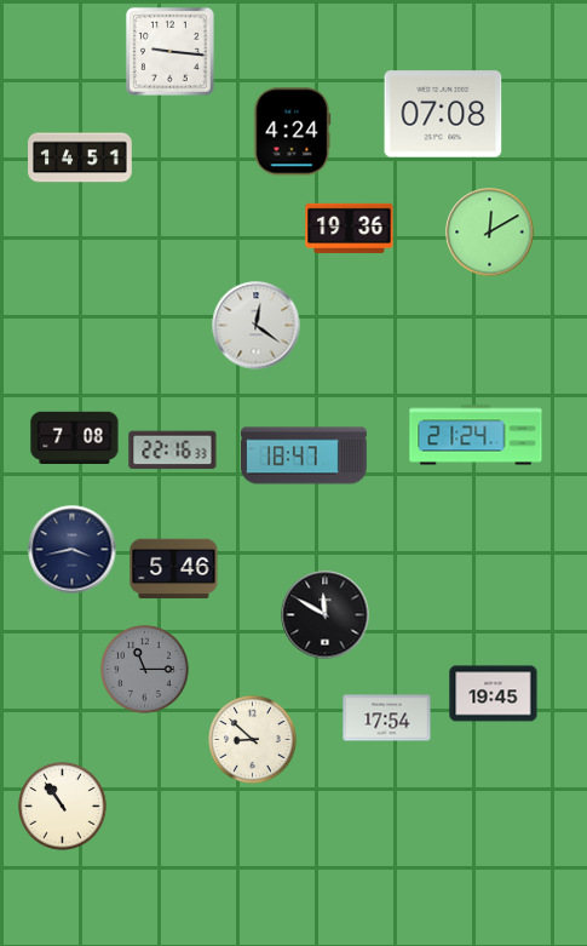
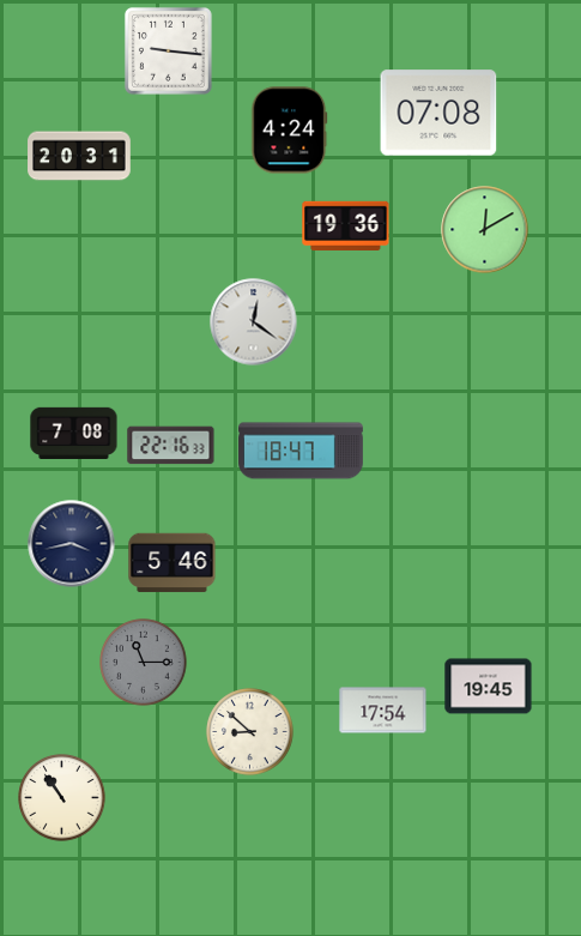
clock at (80, 157): 14:51 -> 20:31
clock at (476, 435): 21:24 -> none
clock at (326, 615): 11:50 -> none
